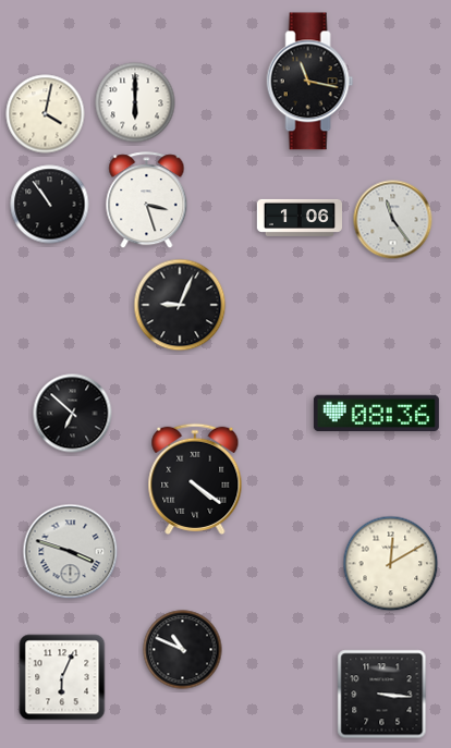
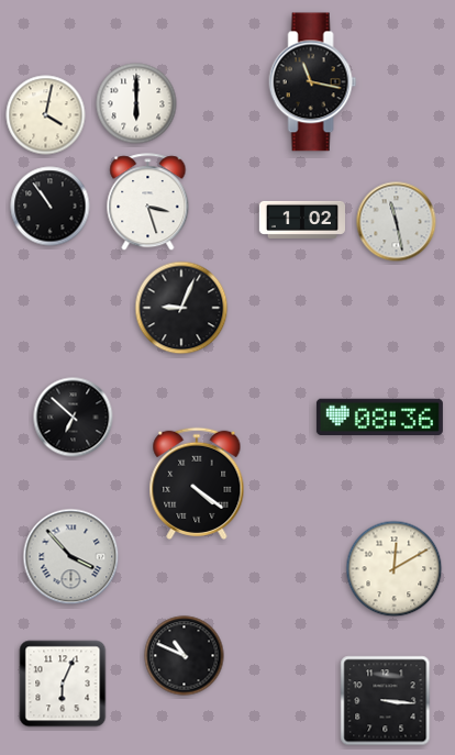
clock at (298, 218): 1:06 -> 1:02
clock at (393, 220): 11:24 -> 11:28
clock at (71, 552): 3:48 -> 3:53
